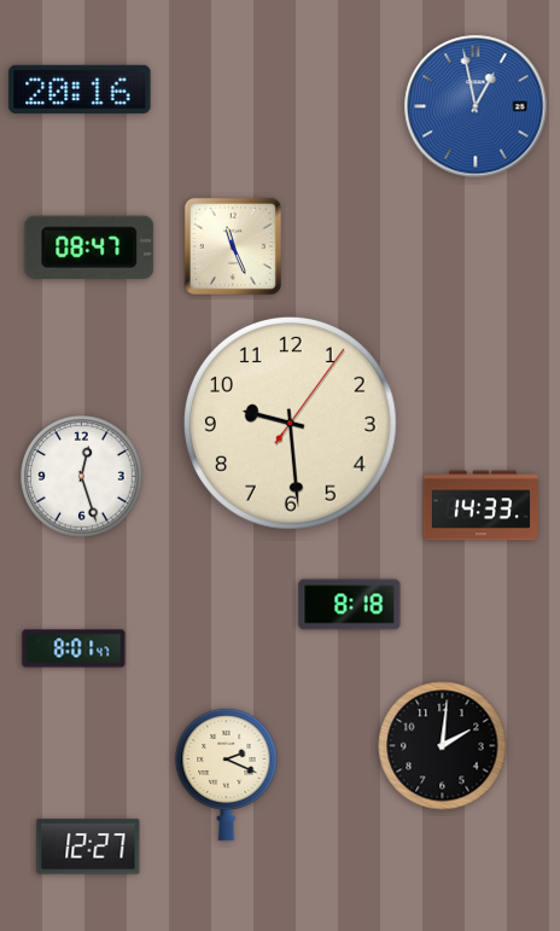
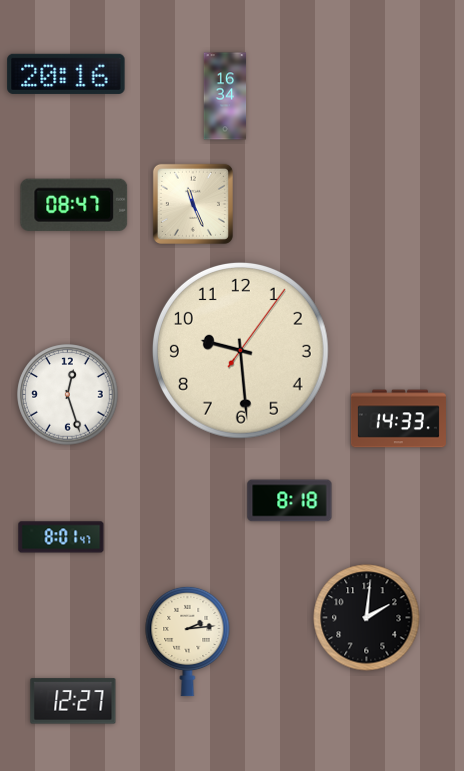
clock at (476, 106): 12:58 -> none
clock at (225, 96): none -> 16:34
clock at (227, 774): 2:19 -> 2:14
